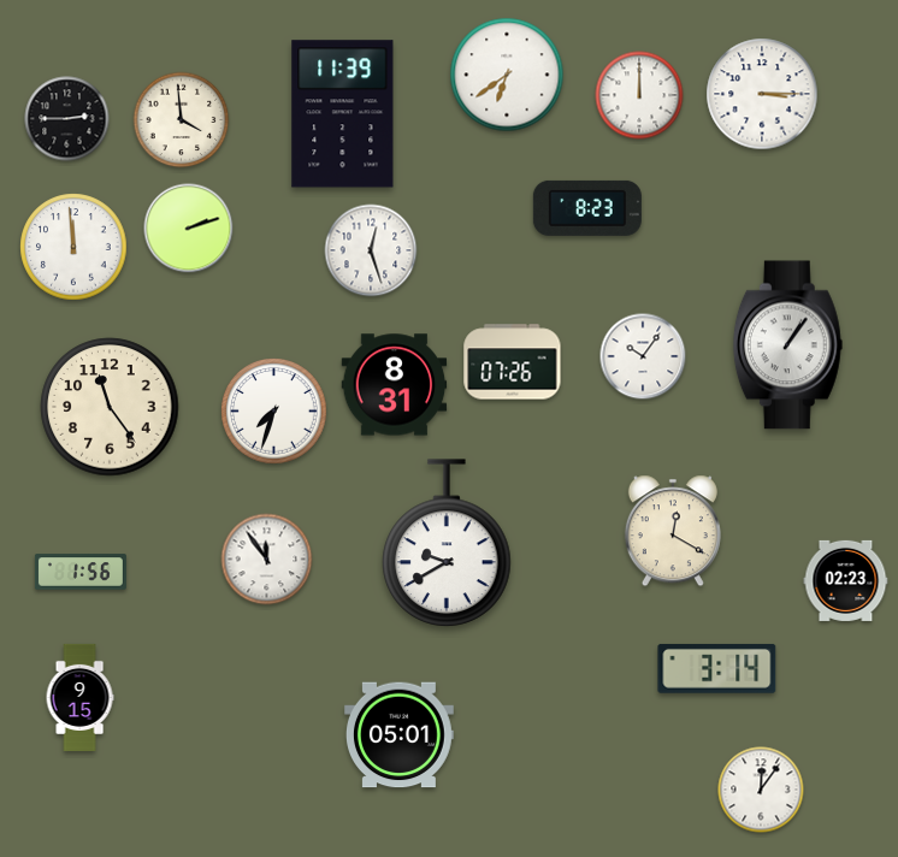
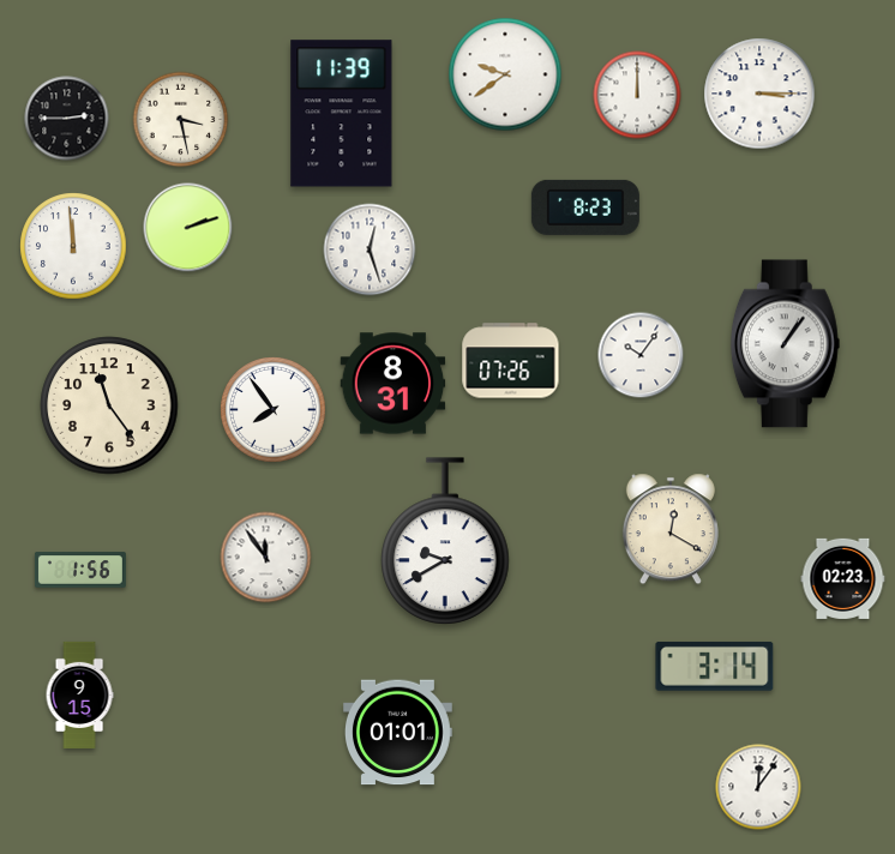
clock at (507, 75): 6:39 -> 9:39
clock at (182, 120): 3:59 -> 3:28
clock at (274, 412): 7:33 -> 7:54
clock at (398, 735): 05:01 -> 01:01
